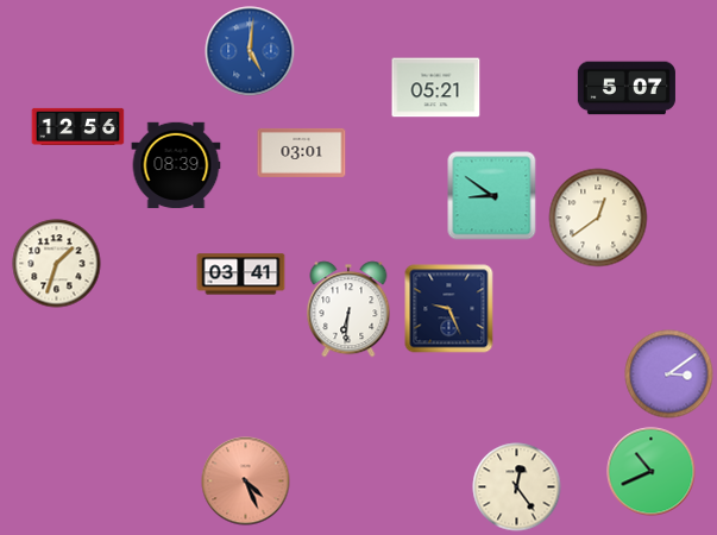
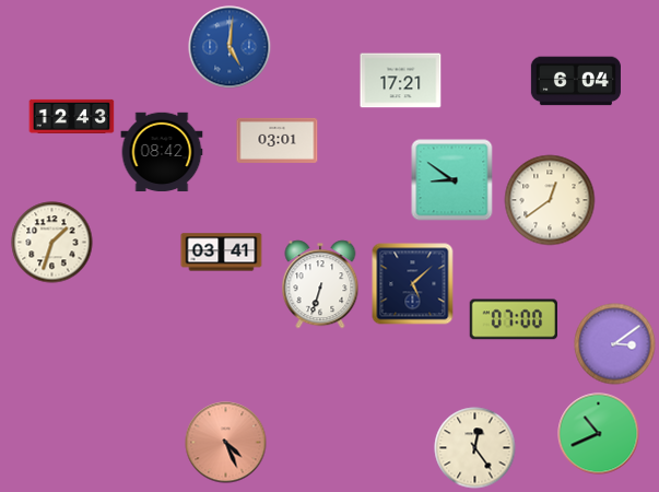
clock at (436, 88): 05:21 -> 17:21
clock at (627, 88): 5:07 -> 6:04
clock at (78, 126): 12:56 -> 12:43
clock at (176, 165): 08:39 -> 08:42
clock at (348, 309): 6:31 -> 6:33
clock at (449, 309): 9:26 -> 5:08
clock at (513, 319): none -> 07:00
